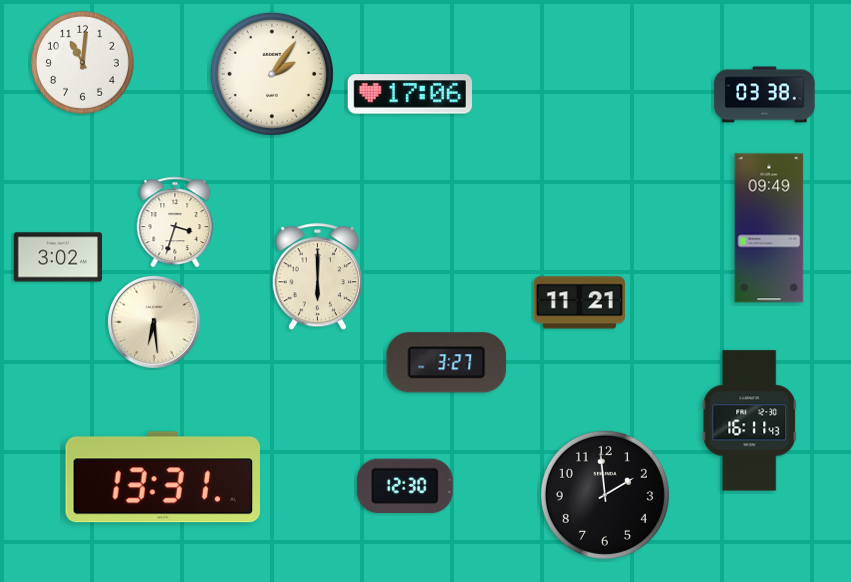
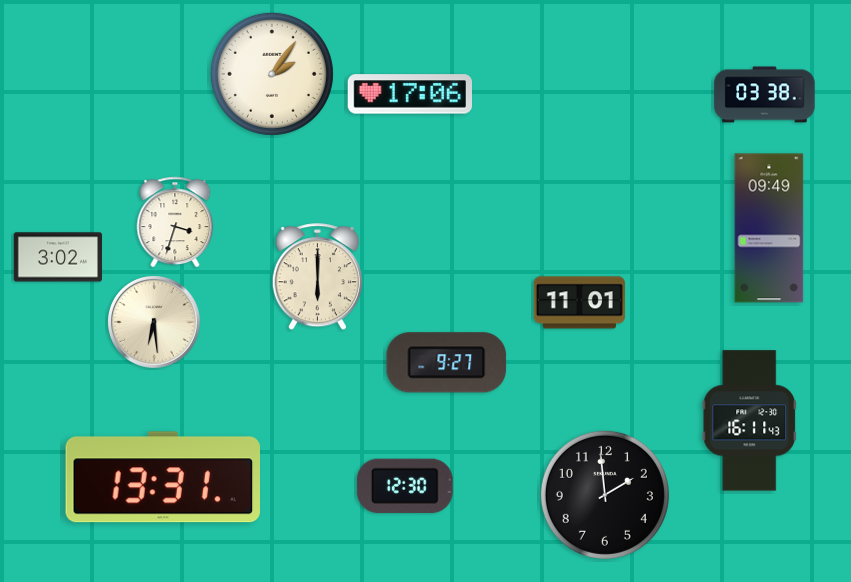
clock at (82, 62): 11:01 -> none
clock at (579, 303): 11:21 -> 11:01
clock at (447, 363): 3:27 -> 9:27
